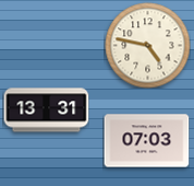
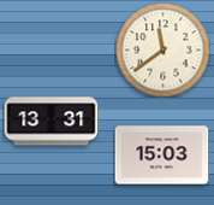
clock at (147, 45): 4:47 -> 11:39
clock at (146, 141): 07:03 -> 15:03
